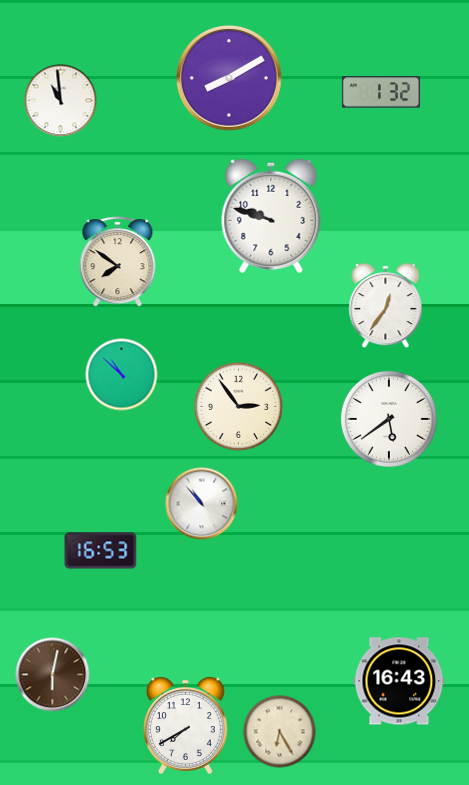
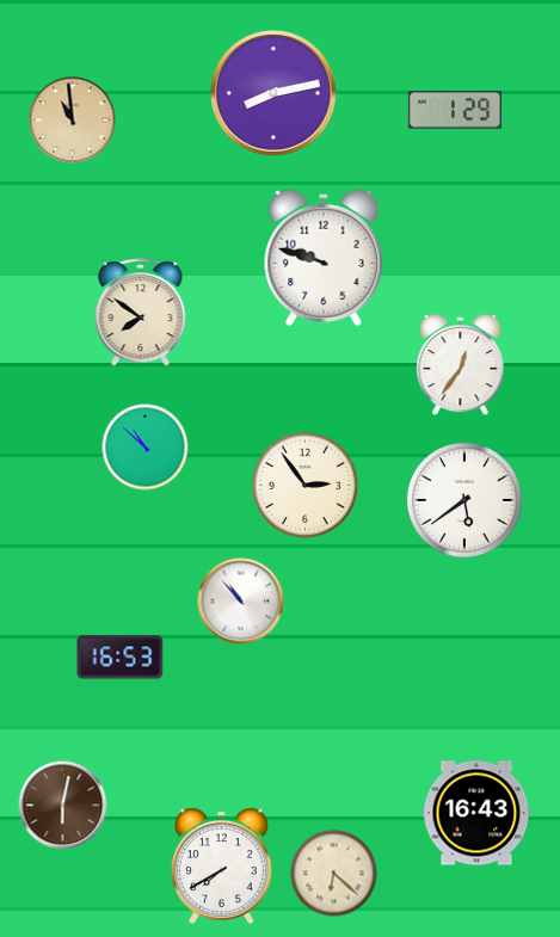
clock at (229, 78): 8:10 -> 8:13
clock at (381, 92): 1:32 -> 1:29
clock at (61, 101) dial: white -> champagne
clock at (239, 407) position: (239, 407) -> (306, 486)
clock at (280, 732): 6:25 -> 6:22
